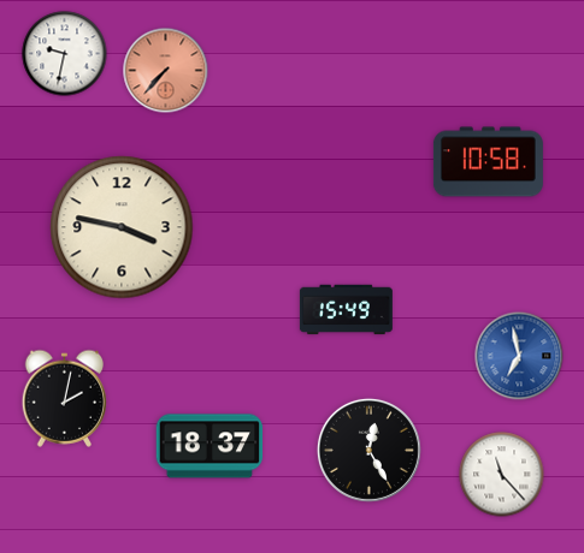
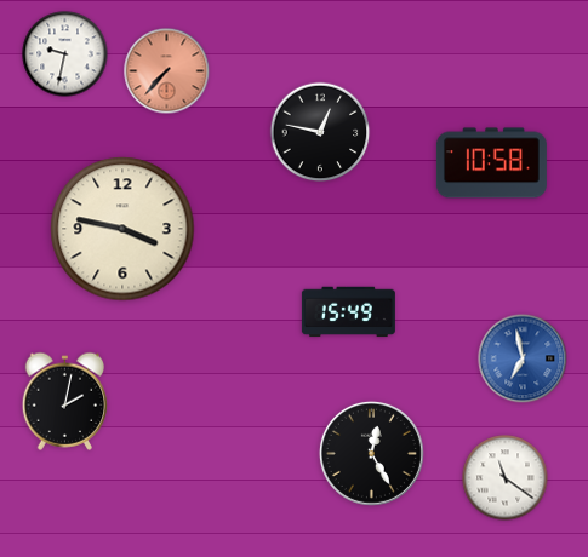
clock at (320, 132): none -> 12:47
clock at (210, 446): 18:37 -> none
clock at (502, 475): 11:23 -> 11:21
